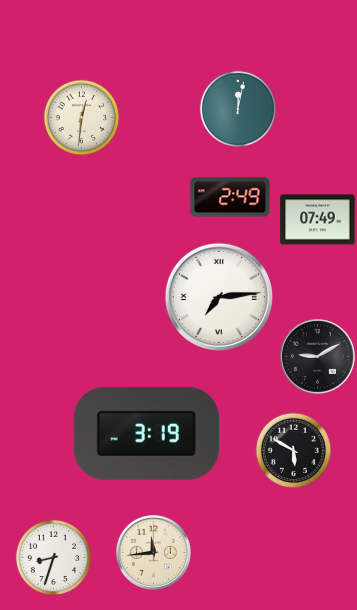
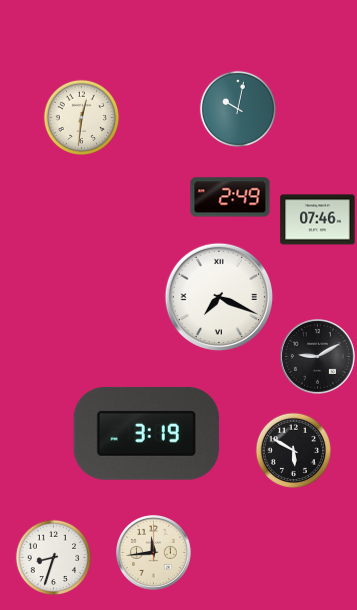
clock at (237, 108): 12:02 -> 10:02
clock at (318, 220): 07:49 -> 07:46
clock at (218, 296): 7:14 -> 7:19
